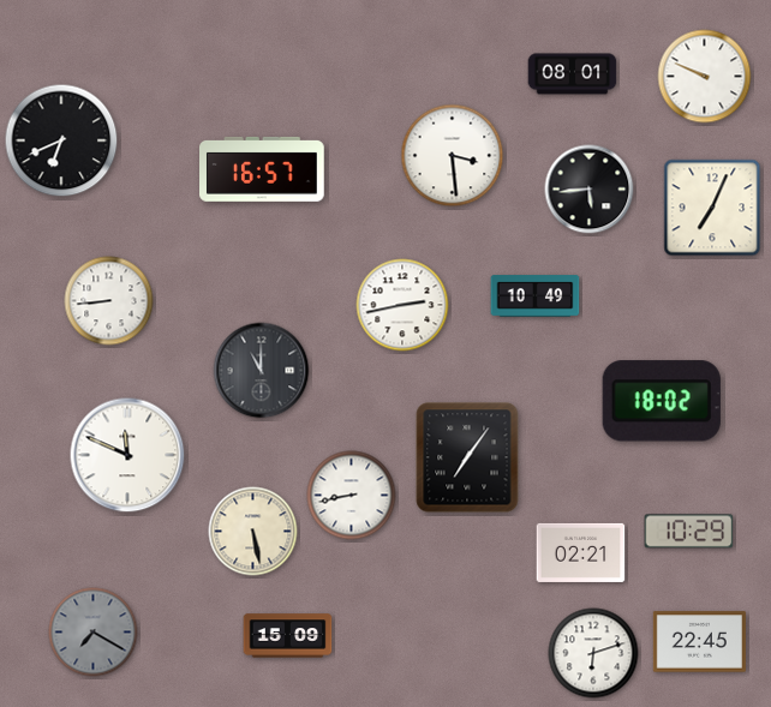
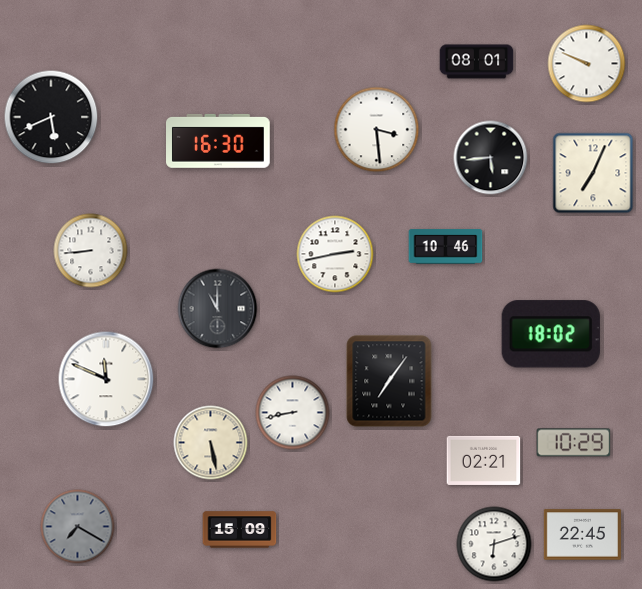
clock at (61, 140): 6:41 -> 5:41
clock at (263, 169): 16:57 -> 16:30
clock at (536, 296): 10:49 -> 10:46
